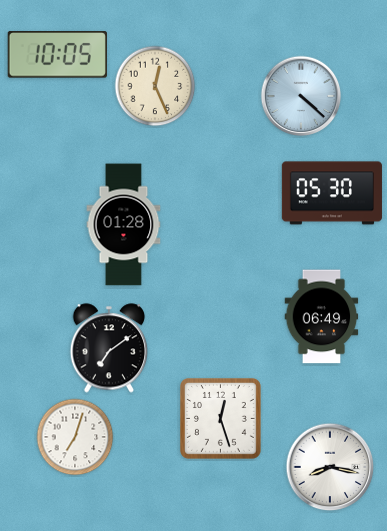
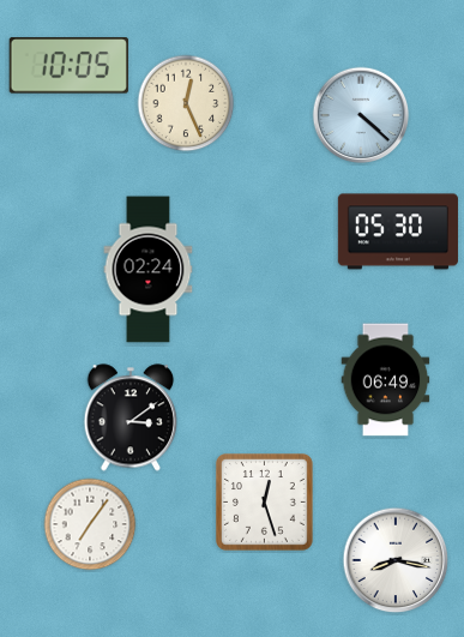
clock at (124, 225): 01:28 -> 02:24
clock at (109, 348): 7:09 -> 3:09
clock at (75, 437): 7:03 -> 7:06
